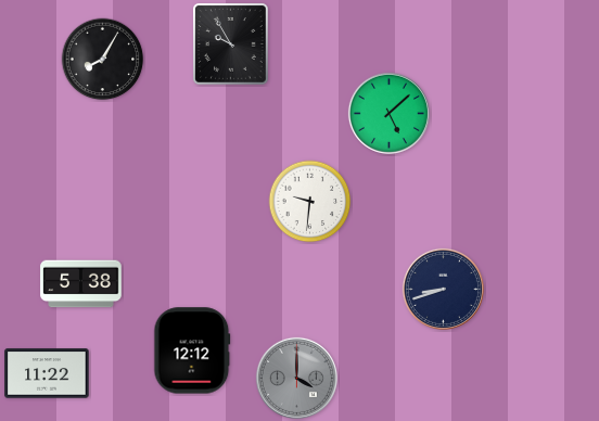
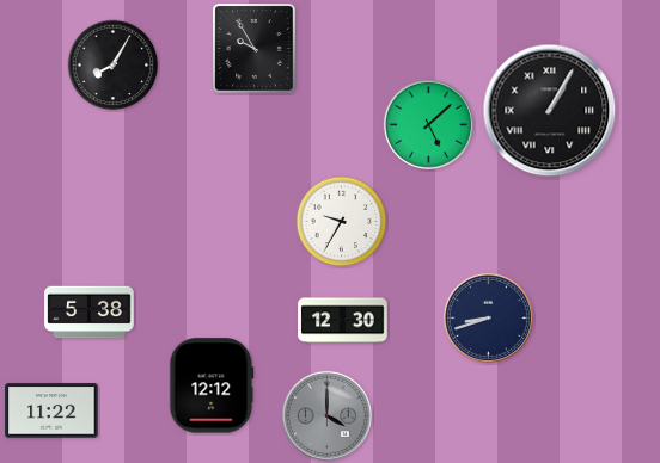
clock at (550, 111): none -> 1:05
clock at (310, 202): 9:31 -> 9:35
clock at (343, 321): none -> 12:30
